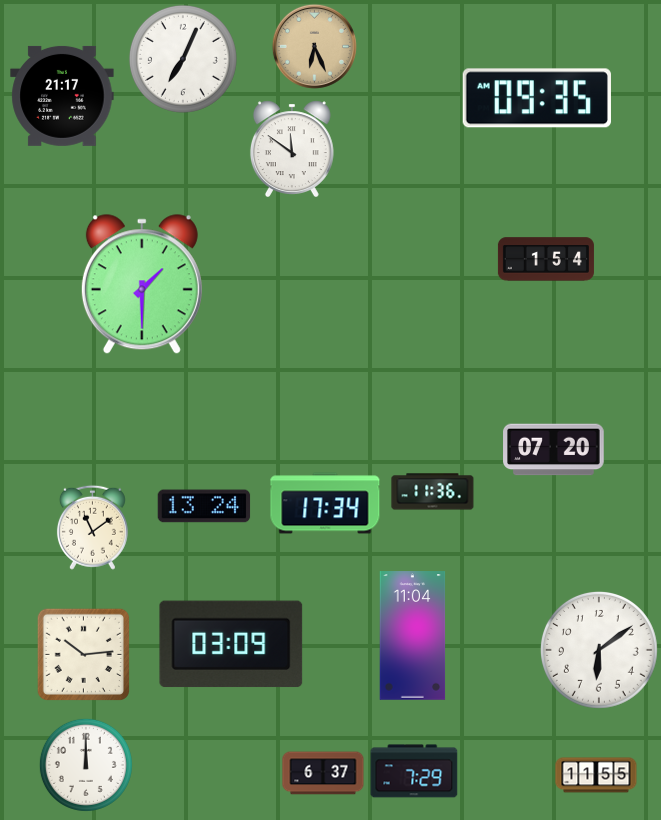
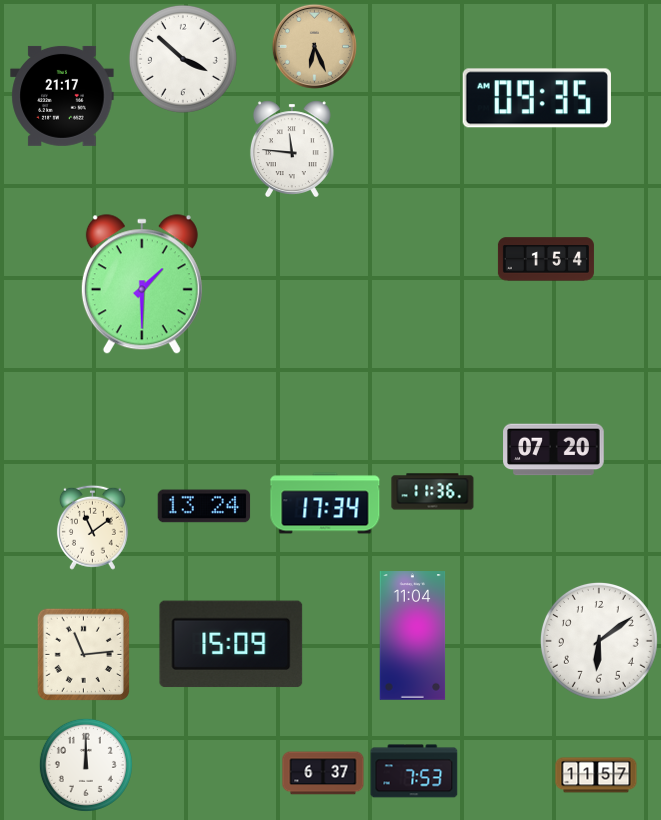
clock at (183, 59): 7:04 -> 3:52
clock at (292, 149): 11:51 -> 11:46
clock at (231, 644): 03:09 -> 15:09
clock at (599, 650) position: (599, 650) -> (599, 641)
clock at (83, 654): 10:14 -> 11:14
clock at (414, 771): 7:29 -> 7:53
clock at (596, 775): 11:55 -> 11:57
